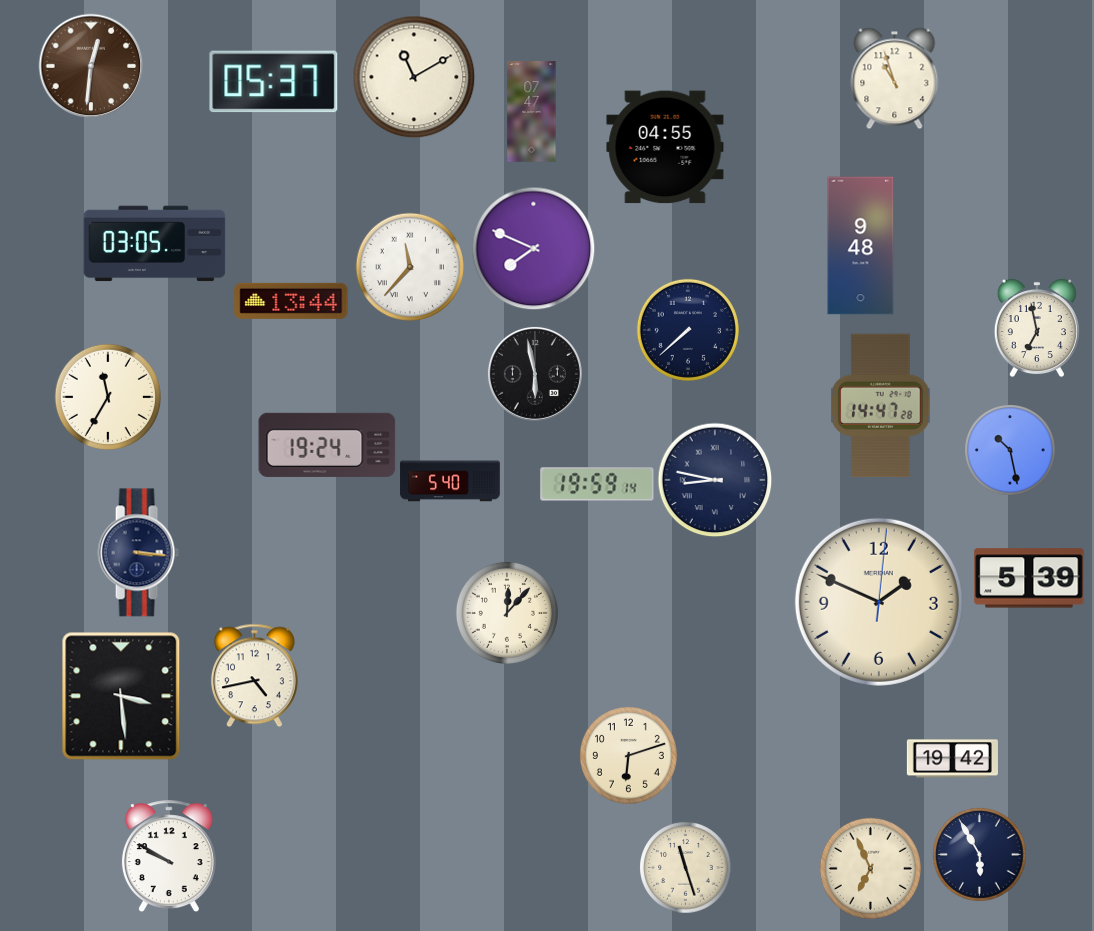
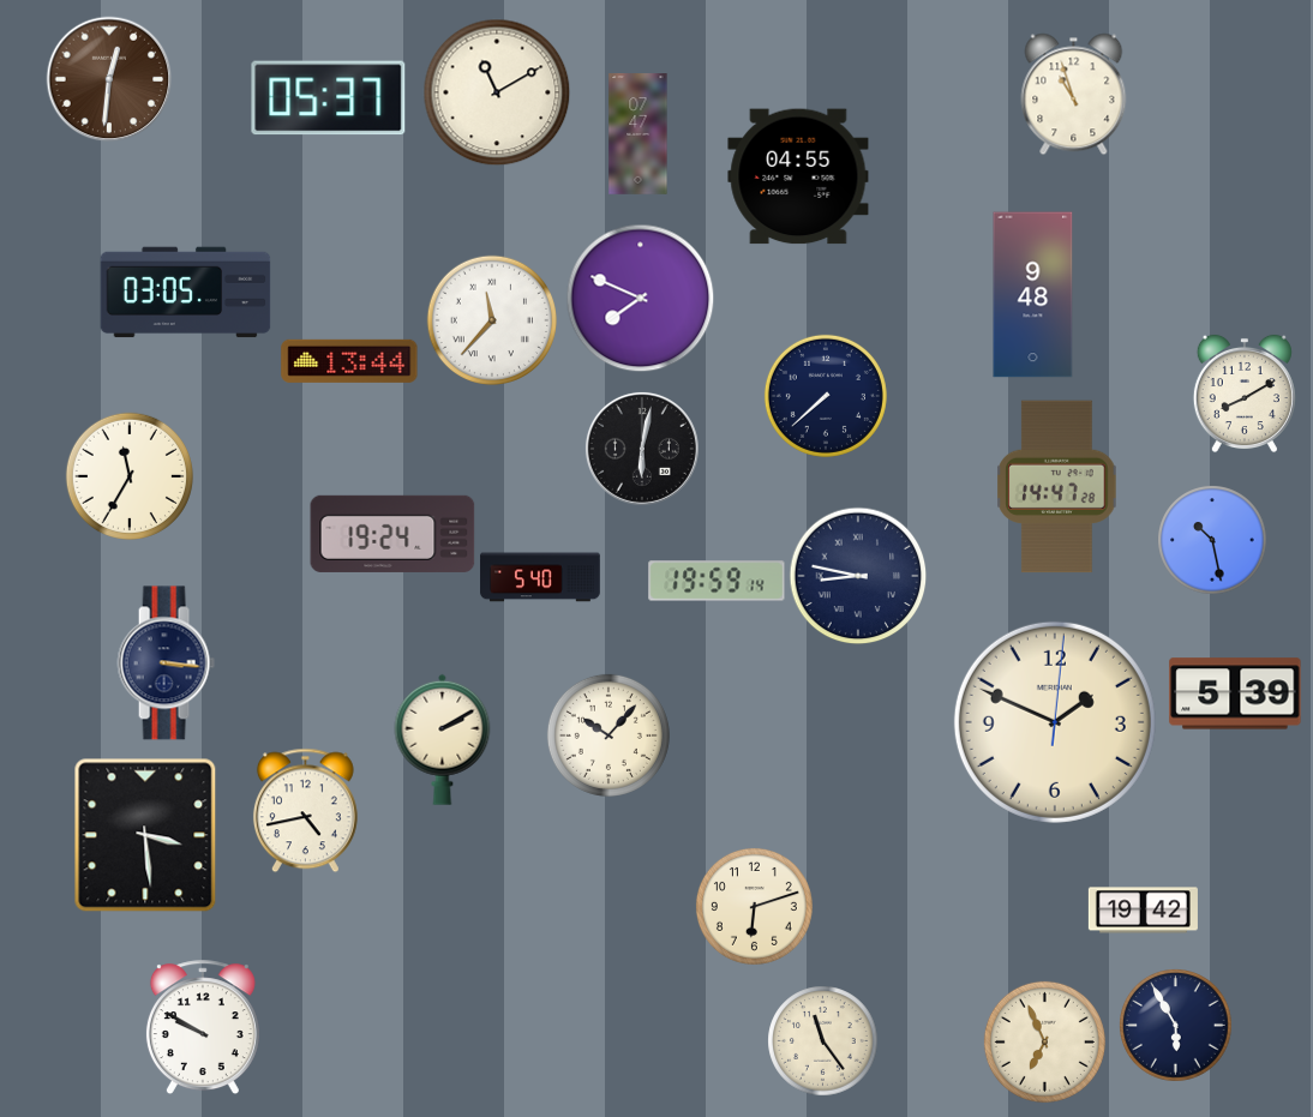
clock at (1037, 328): 6:58 -> 8:10
clock at (535, 374): 5:58 -> 6:02
clock at (507, 613): 12:07 -> 10:07
clock at (443, 739): none -> 2:10
clock at (685, 867): 11:27 -> 11:24
